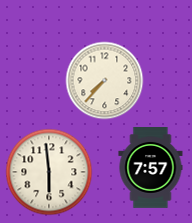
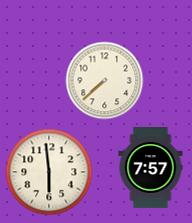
clock at (104, 80): 7:37 -> 7:38
